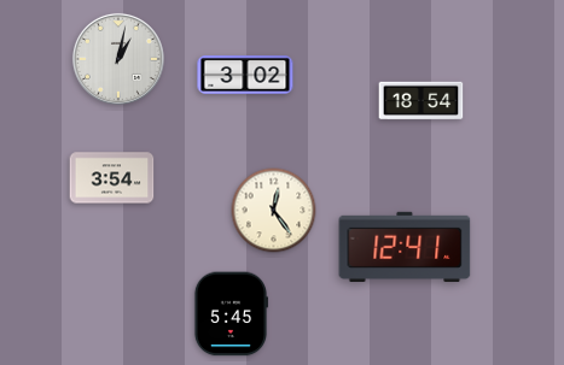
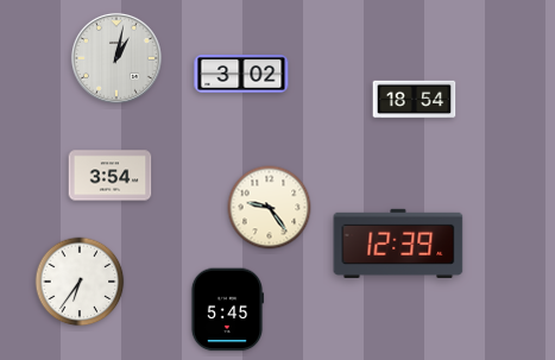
clock at (274, 211): 12:24 -> 9:24
clock at (405, 247): 12:41 -> 12:39
clock at (80, 282): none -> 6:36
